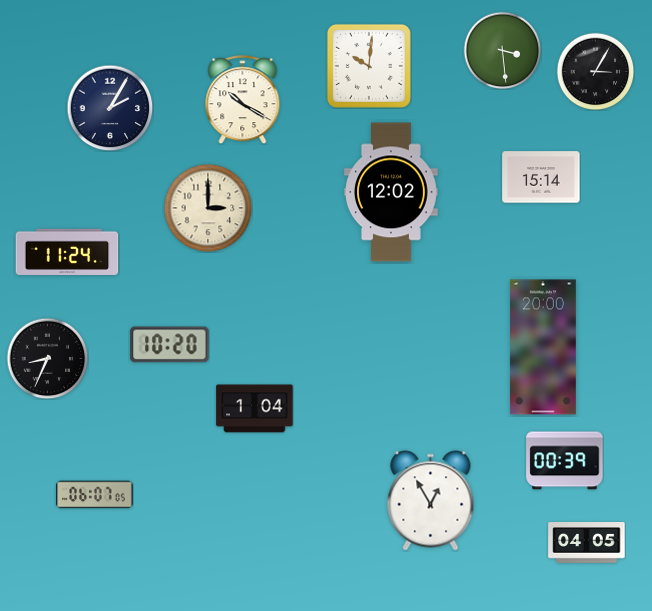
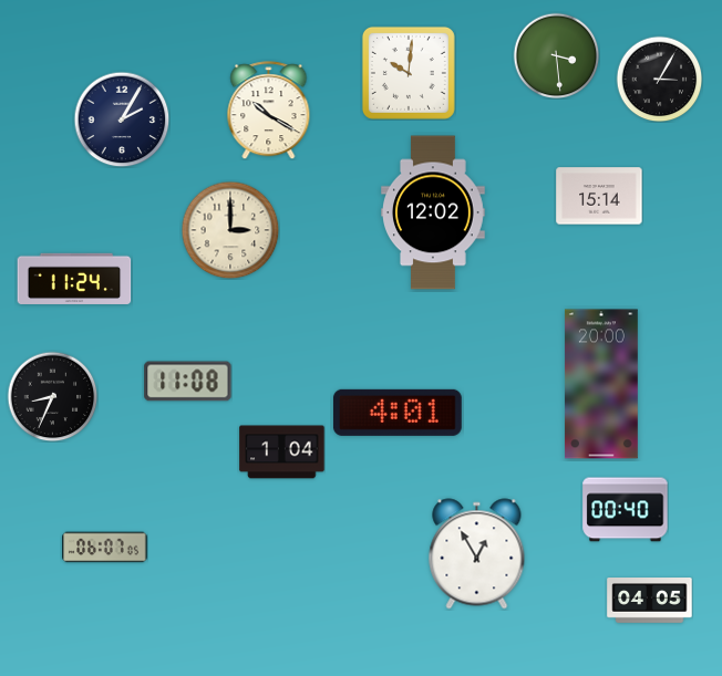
clock at (170, 345): 10:20 -> 11:08
clock at (398, 413): none -> 4:01
clock at (565, 461): 00:39 -> 00:40
